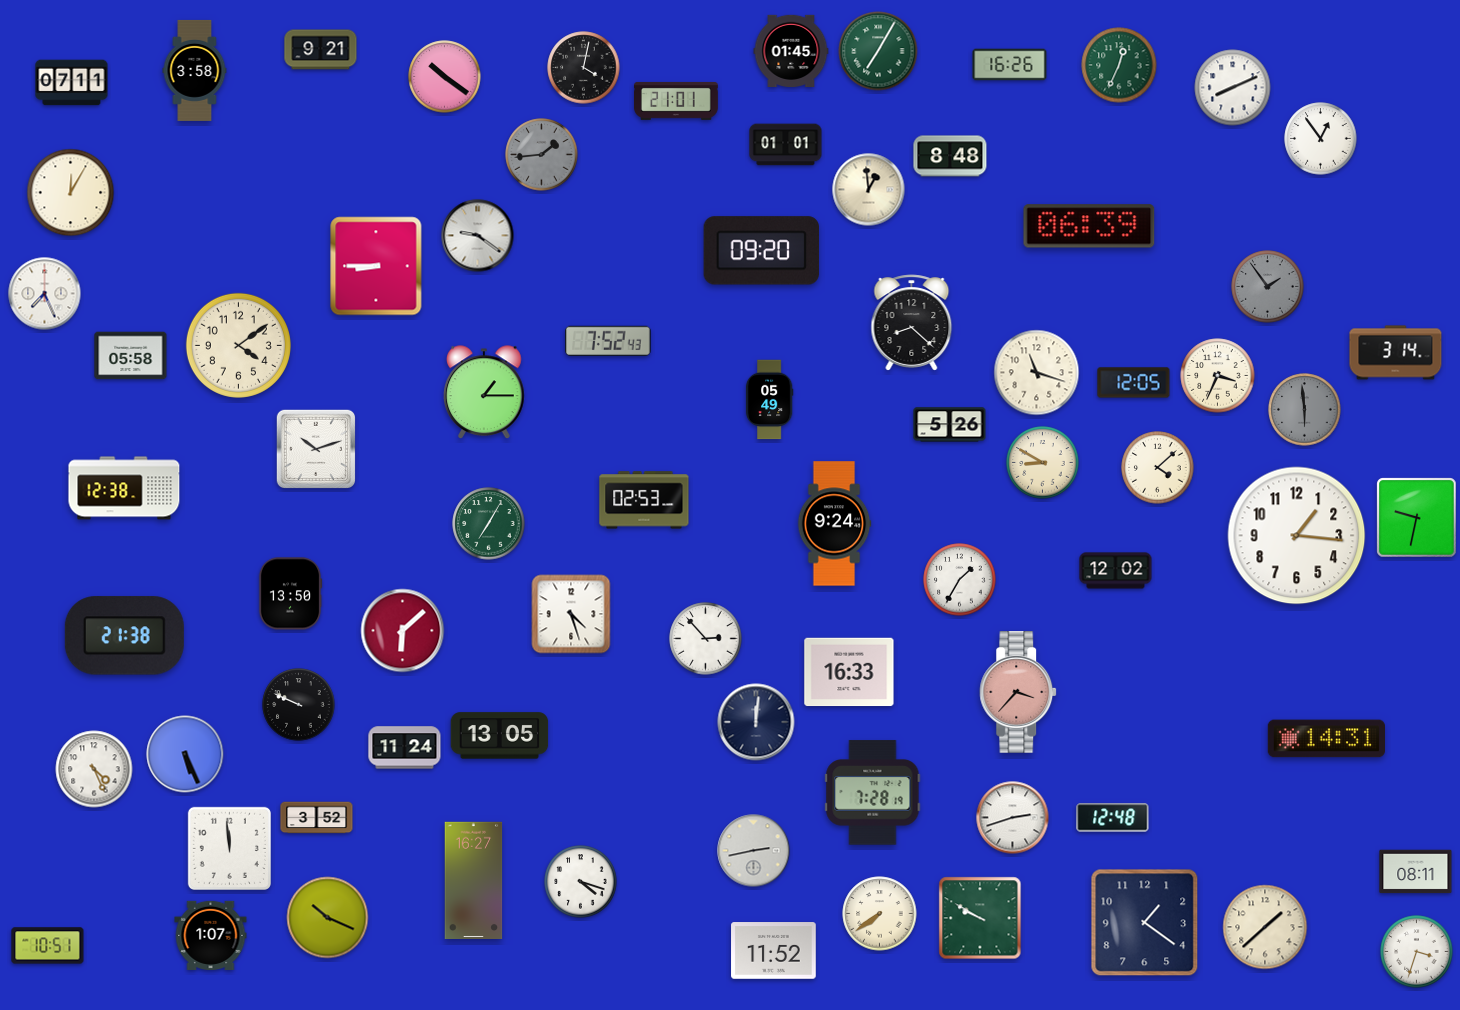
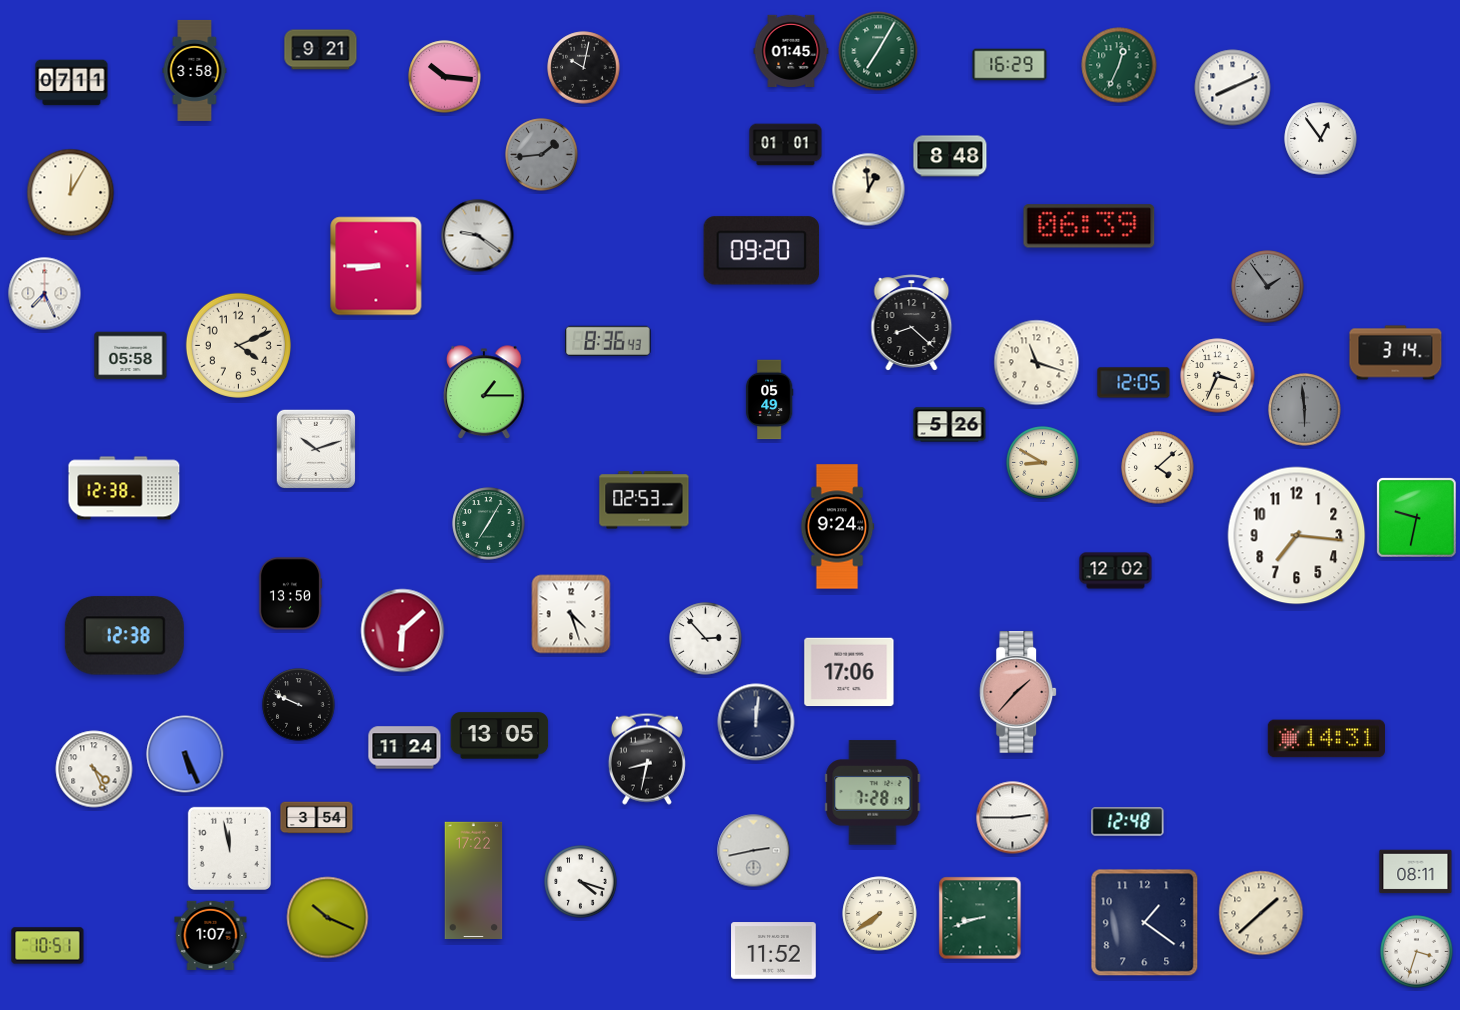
clock at (1010, 65): 16:26 -> 16:29
clock at (584, 68): 4:02 -> 10:02
clock at (445, 77): 10:21 -> 10:16
clock at (677, 101): 21:01 -> none
clock at (608, 341): 7:52 -> 8:36
clock at (238, 345): 4:09 -> 4:11
clock at (1037, 373) position: (1037, 373) -> (1037, 363)
clock at (834, 524) position: (834, 524) -> (837, 527)
clock at (1297, 536): 1:16 -> 7:16
clock at (960, 580): 1:35 -> none
clock at (124, 636): 21:38 -> 12:38
clock at (849, 672): 16:33 -> 17:06
clock at (1019, 692): 3:37 -> 1:37
clock at (647, 759): none -> 8:32
clock at (317, 818): 3:52 -> 3:54
clock at (1013, 818): 2:42 -> 2:45
clock at (1113, 818) position: (1113, 818) -> (1128, 822)
clock at (229, 848): 11:59 -> 11:58
clock at (474, 881): 16:27 -> 17:22
clock at (980, 918): 9:50 -> 8:42
clock at (1265, 927) position: (1265, 927) -> (1261, 913)
